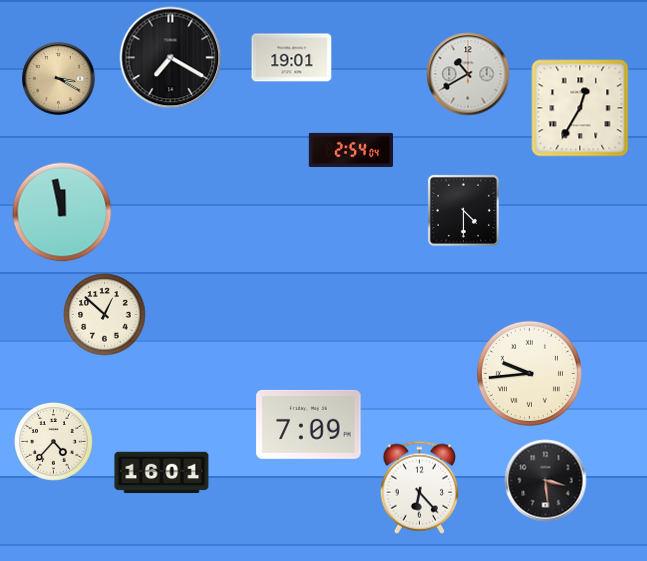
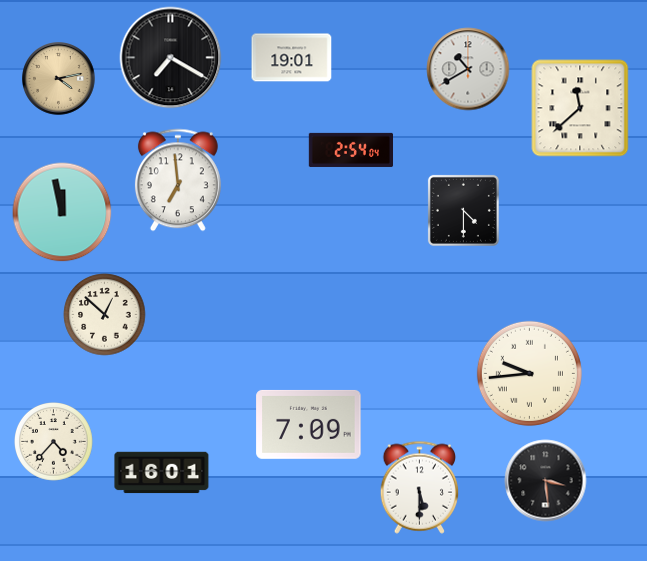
clock at (468, 74) position: (468, 74) -> (468, 69)
clock at (59, 79): 3:20 -> 4:13
clock at (580, 108): 12:35 -> 11:38
clock at (178, 180): none -> 6:59
clock at (420, 487): 6:23 -> 5:30
